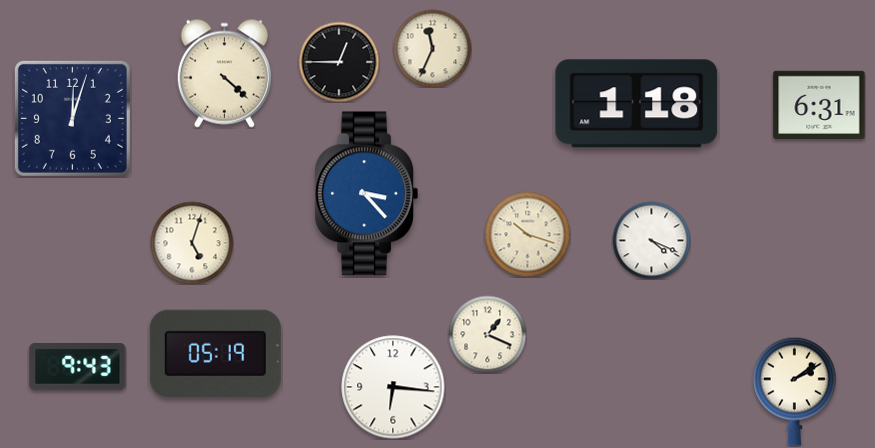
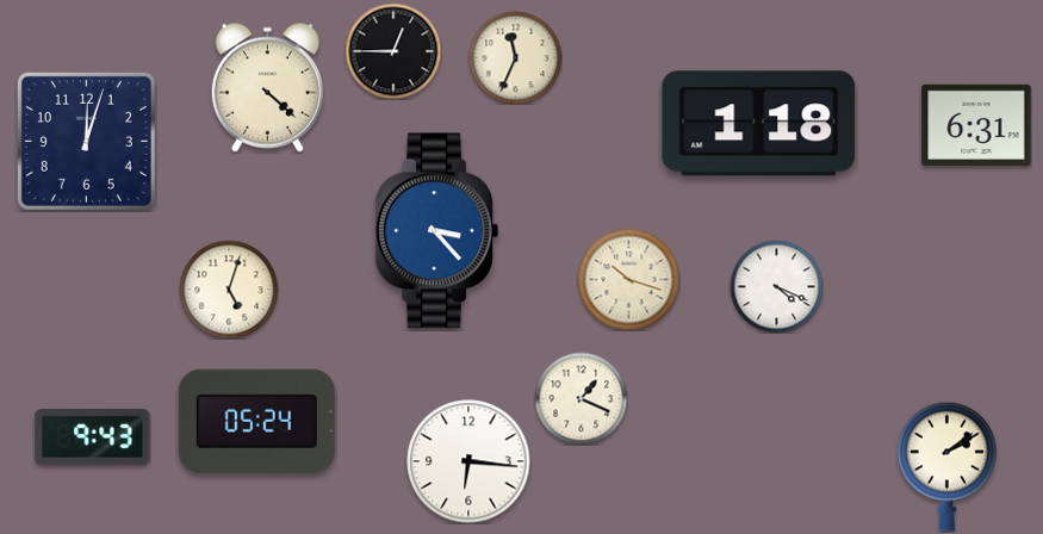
clock at (339, 62) position: (339, 62) -> (393, 51)
clock at (215, 353): 05:19 -> 05:24
